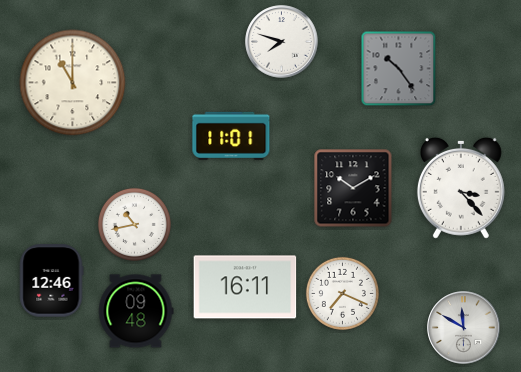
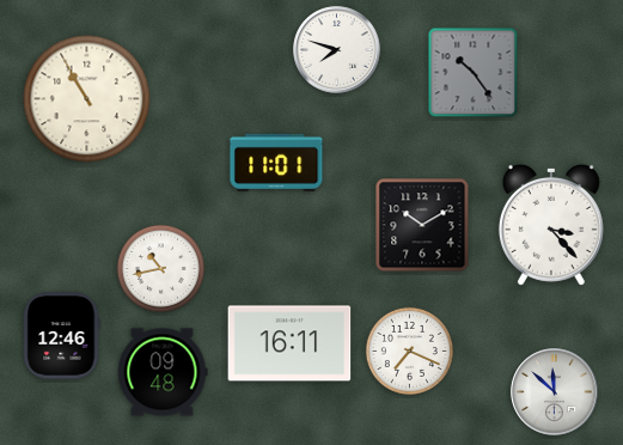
clock at (399, 69) position: (399, 69) -> (474, 73)
clock at (73, 83): 11:00 -> 10:55
clock at (245, 287) position: (245, 287) -> (289, 343)
clock at (464, 328): 11:50 -> 11:52
